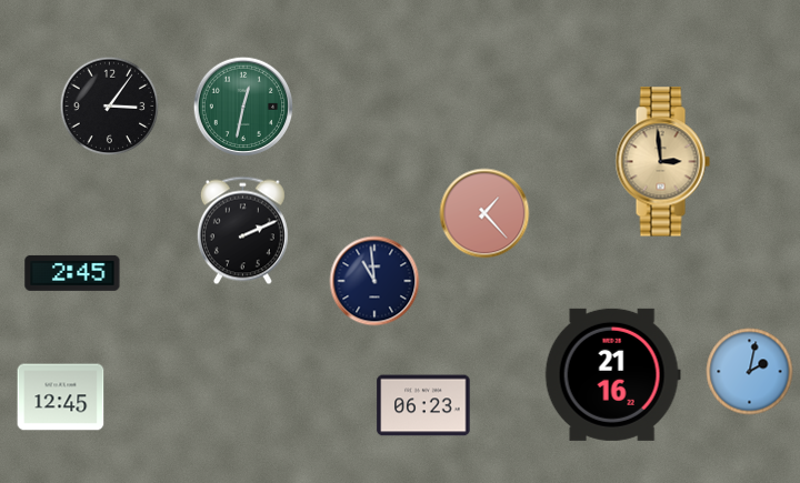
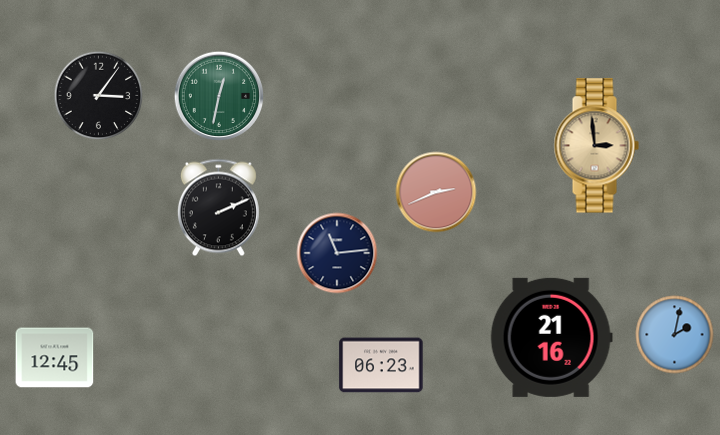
clock at (484, 213): 1:23 -> 2:41
clock at (72, 273): 2:45 -> none
clock at (374, 281): 10:59 -> 11:14
